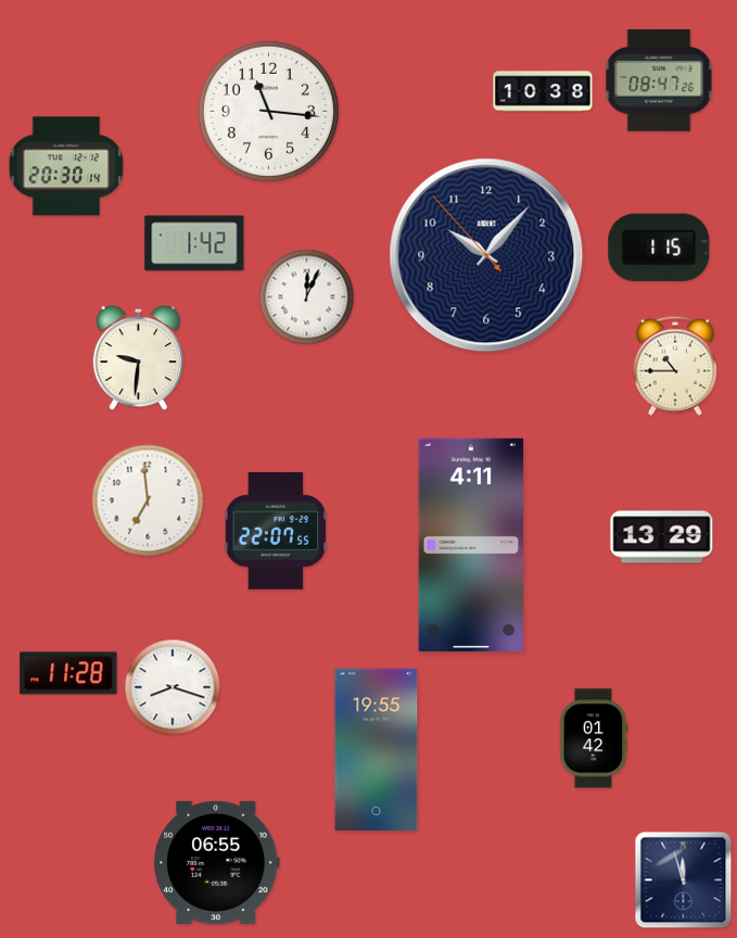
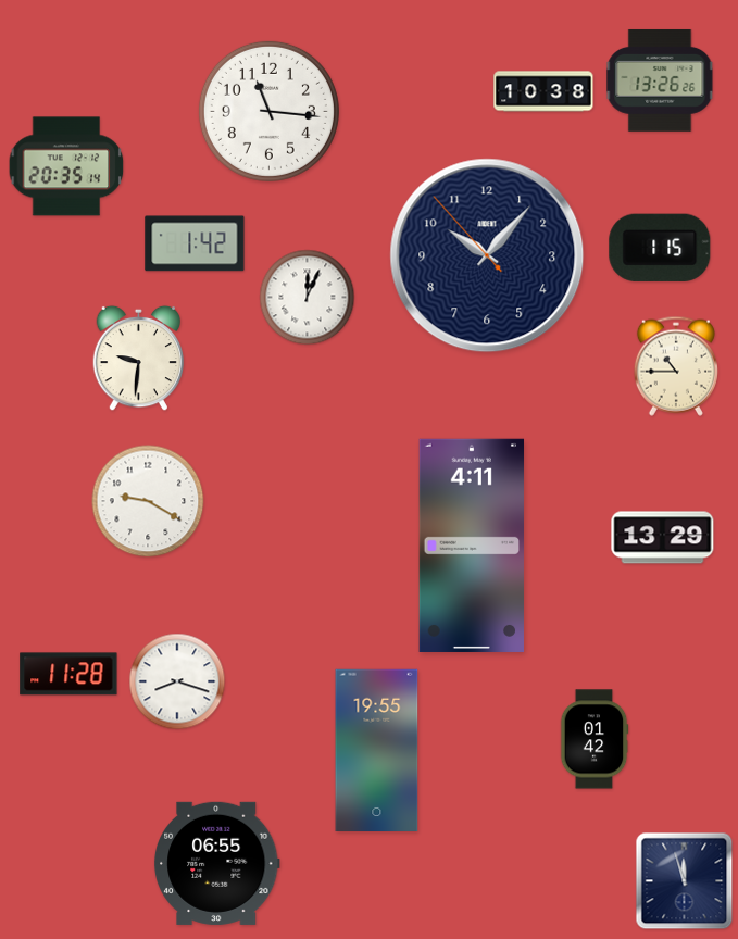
clock at (659, 80): 08:47 -> 13:26
clock at (66, 166): 20:30 -> 20:35
clock at (148, 500): 6:59 -> 9:20
clock at (276, 531): 22:07 -> none
clock at (173, 687) position: (173, 687) -> (177, 681)
